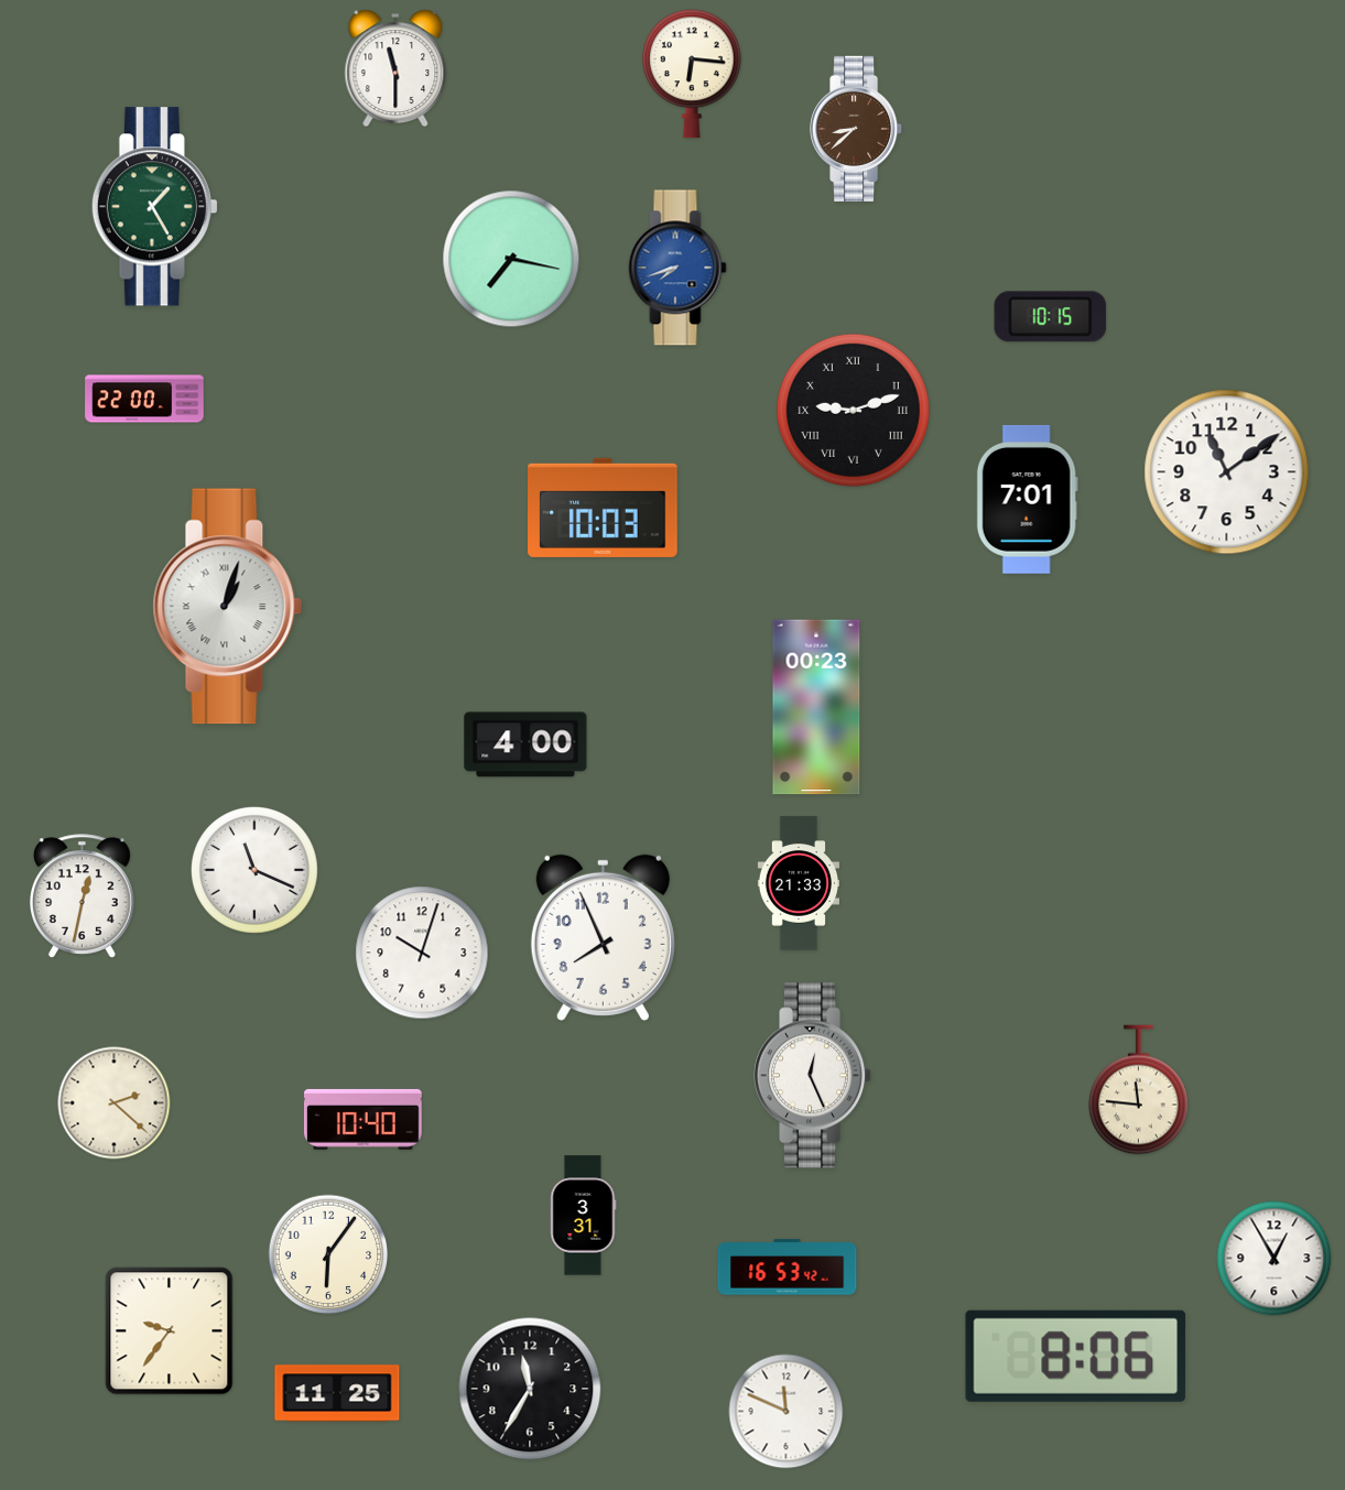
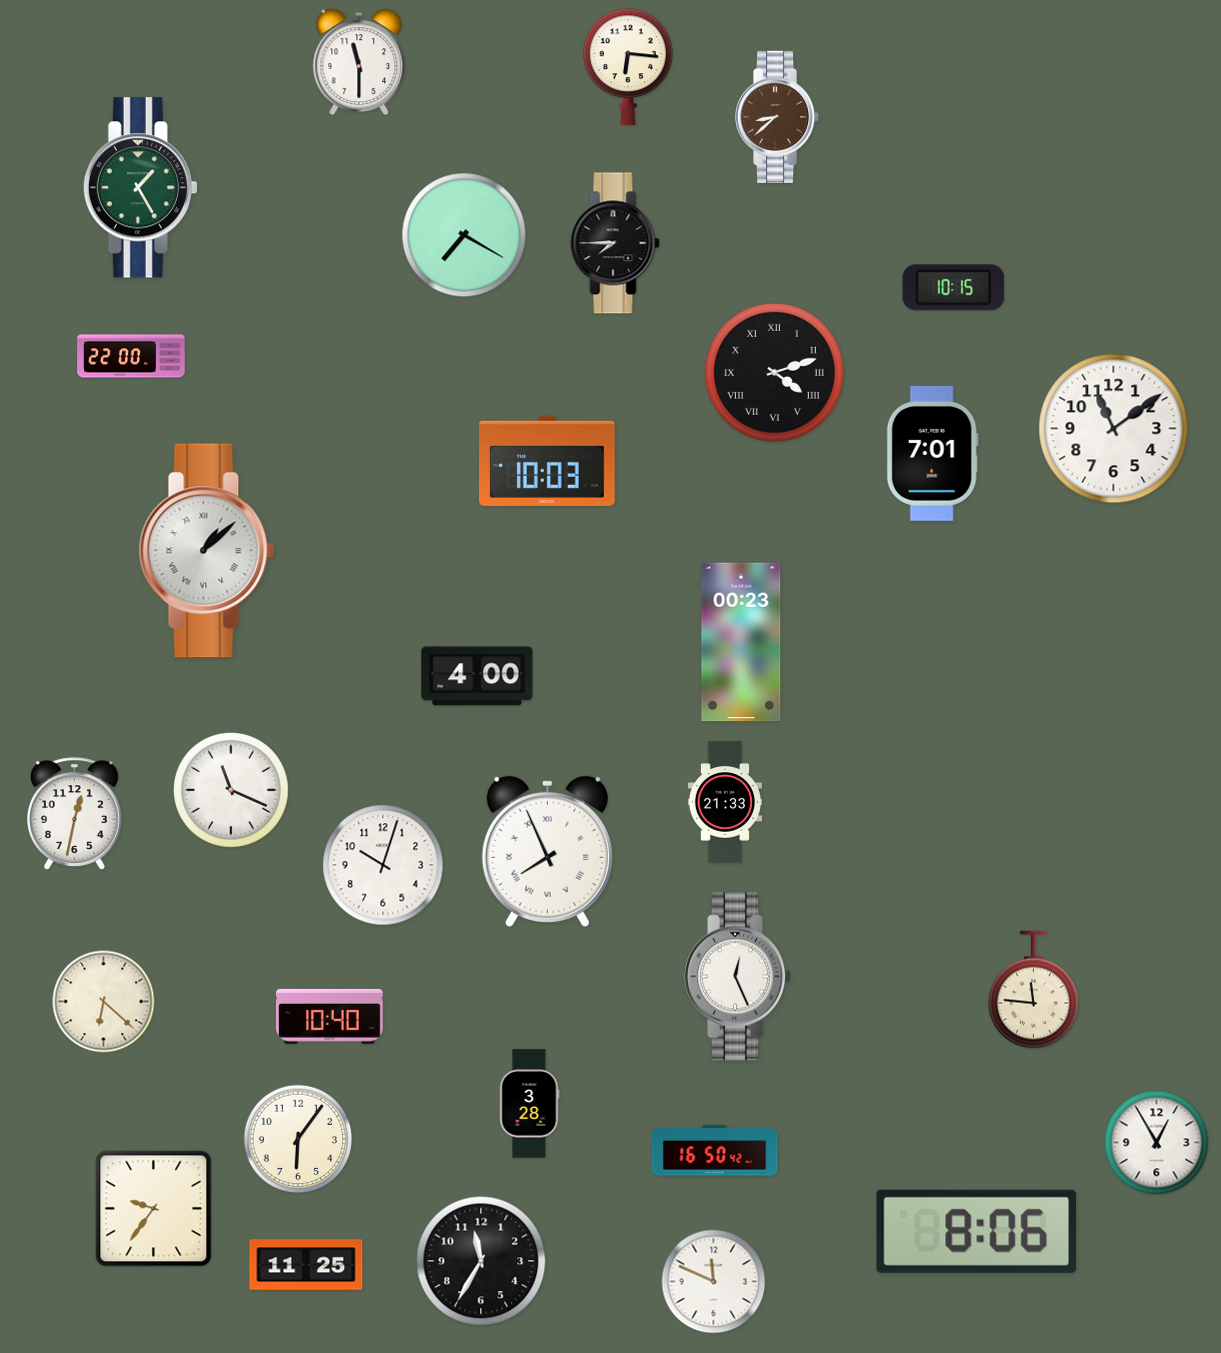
clock at (511, 259): 7:17 -> 7:20
clock at (677, 268): 7:42 -> 7:45
clock at (677, 268) dial: blue -> black
clock at (144, 399) position: (144, 399) -> (131, 356)
clock at (853, 410): 9:12 -> 4:12
clock at (228, 607): 1:03 -> 1:08
clock at (603, 937) numerals: Arabic -> Roman
clock at (115, 1103): 2:22 -> 6:22
clock at (584, 1216): 3:31 -> 3:28
clock at (788, 1268): 16:53 -> 16:50
